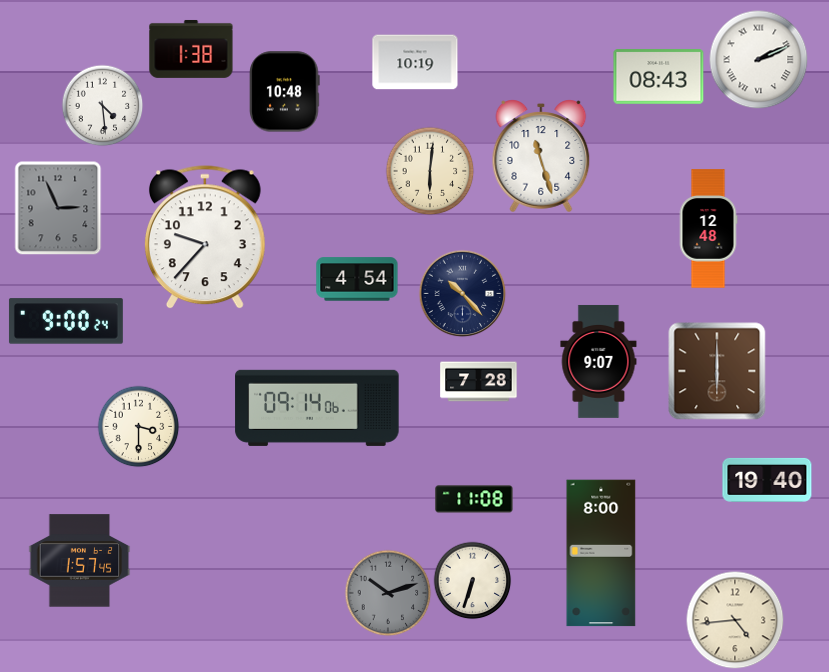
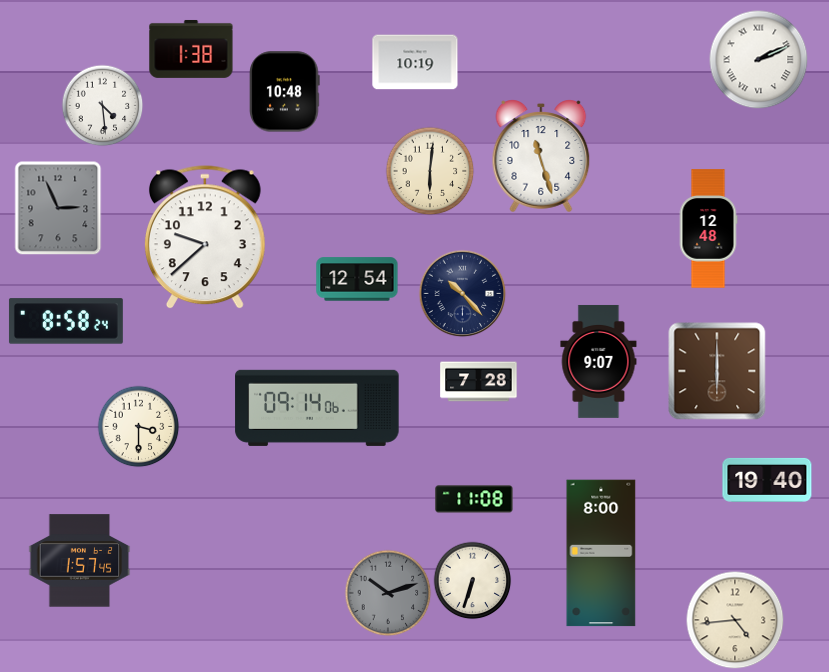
clock at (659, 77): 08:43 -> none
clock at (205, 238): 9:37 -> 9:38
clock at (357, 279): 4:54 -> 12:54
clock at (66, 321): 9:00 -> 8:58
